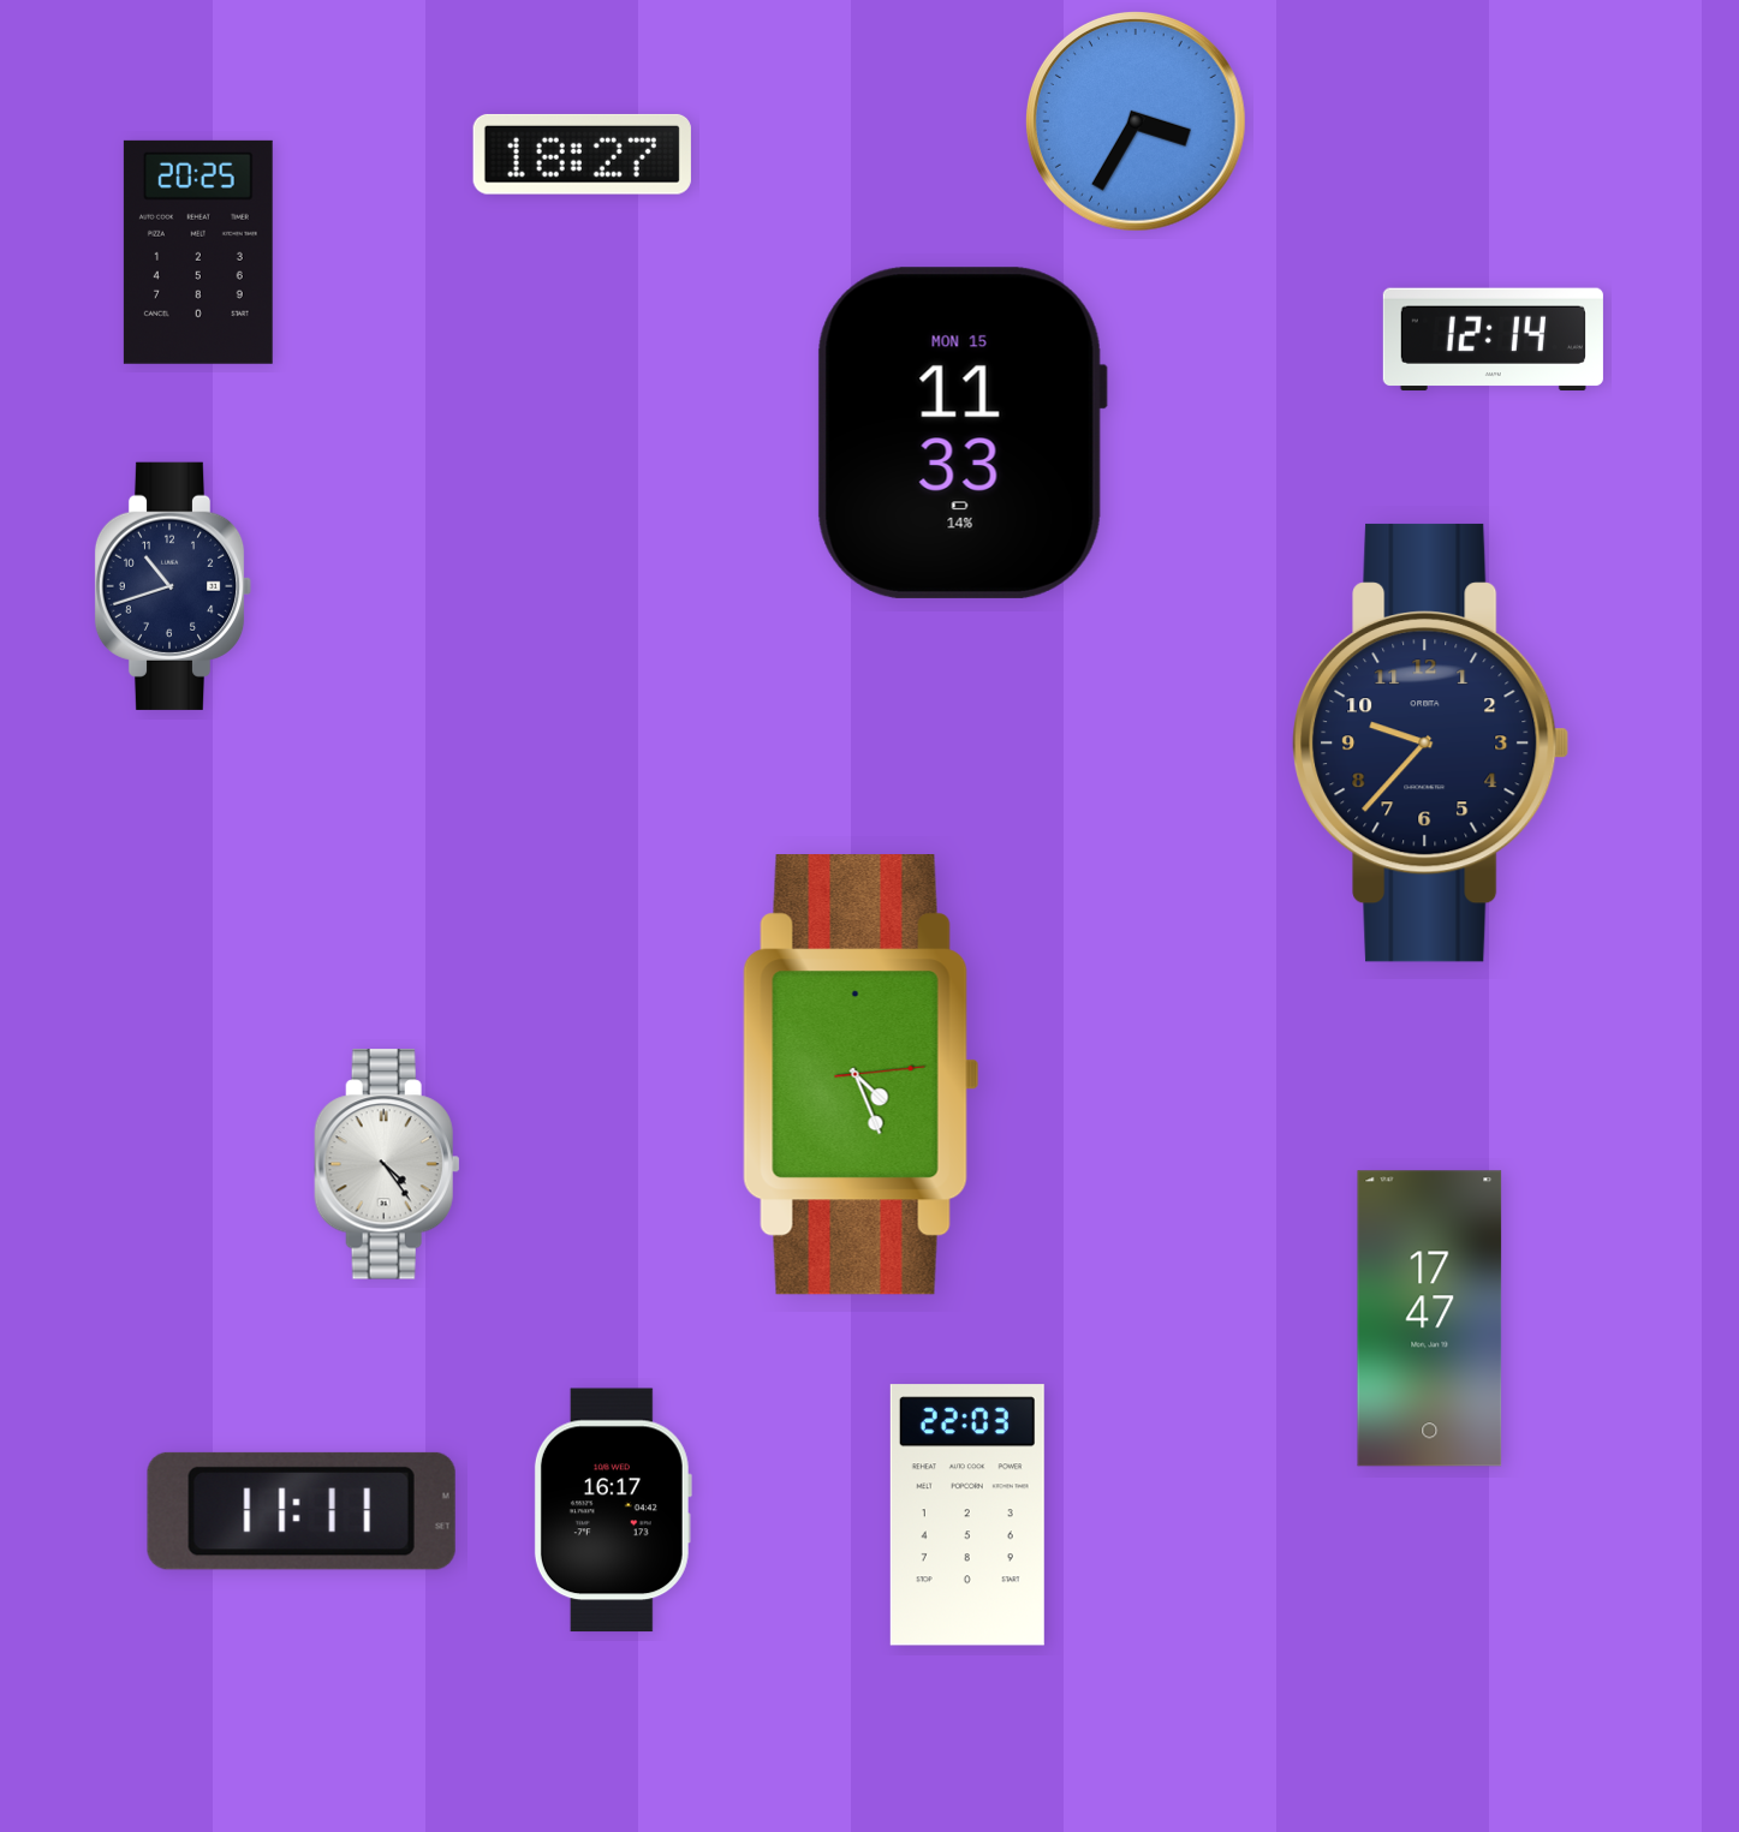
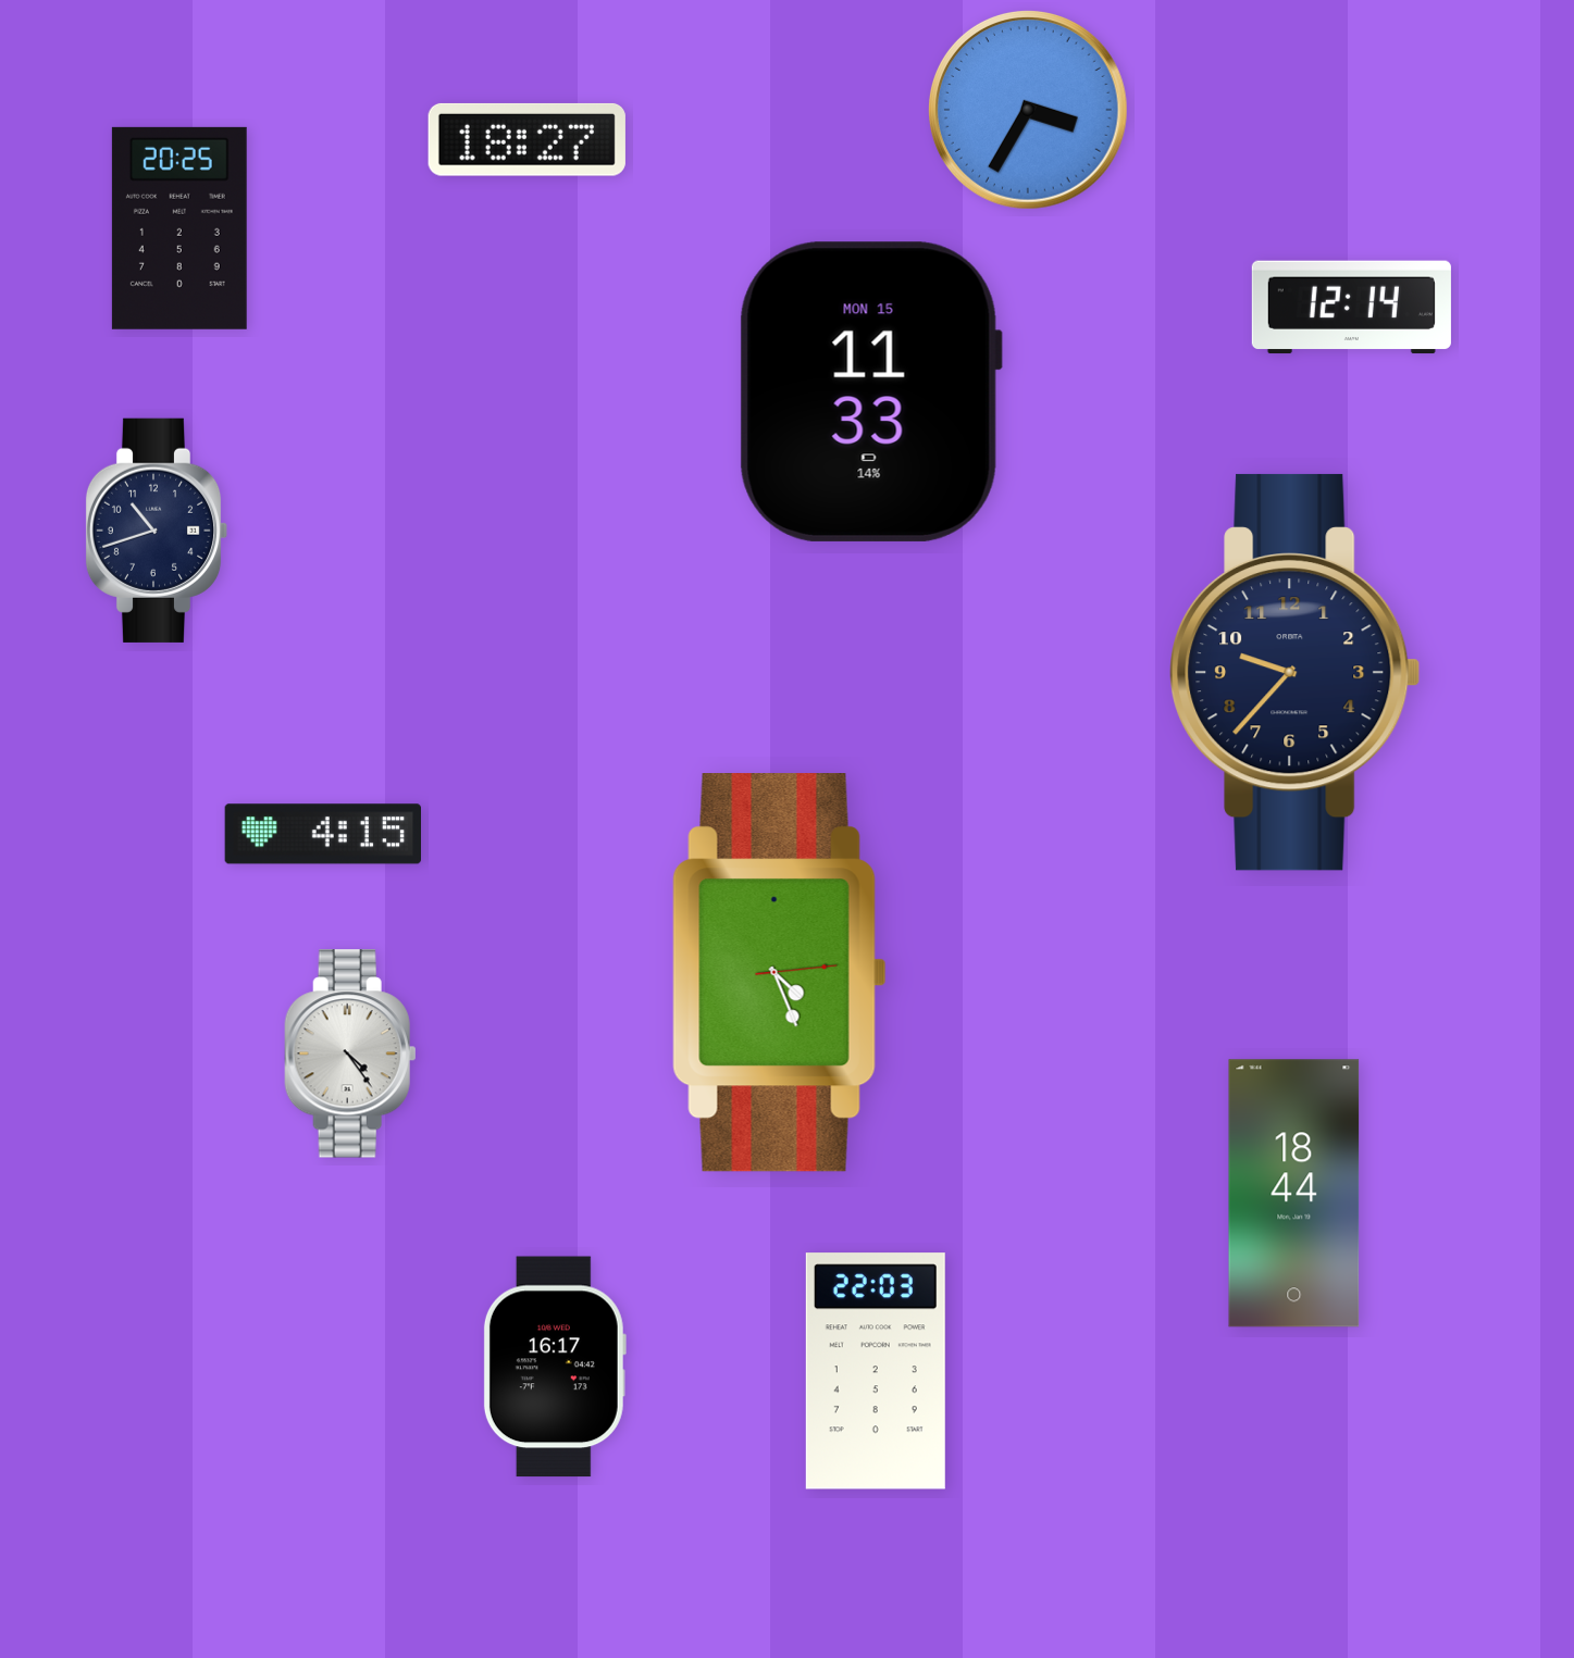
clock at (322, 834): none -> 4:15
clock at (1430, 1319): 17:47 -> 18:44
clock at (302, 1511): 11:11 -> none
